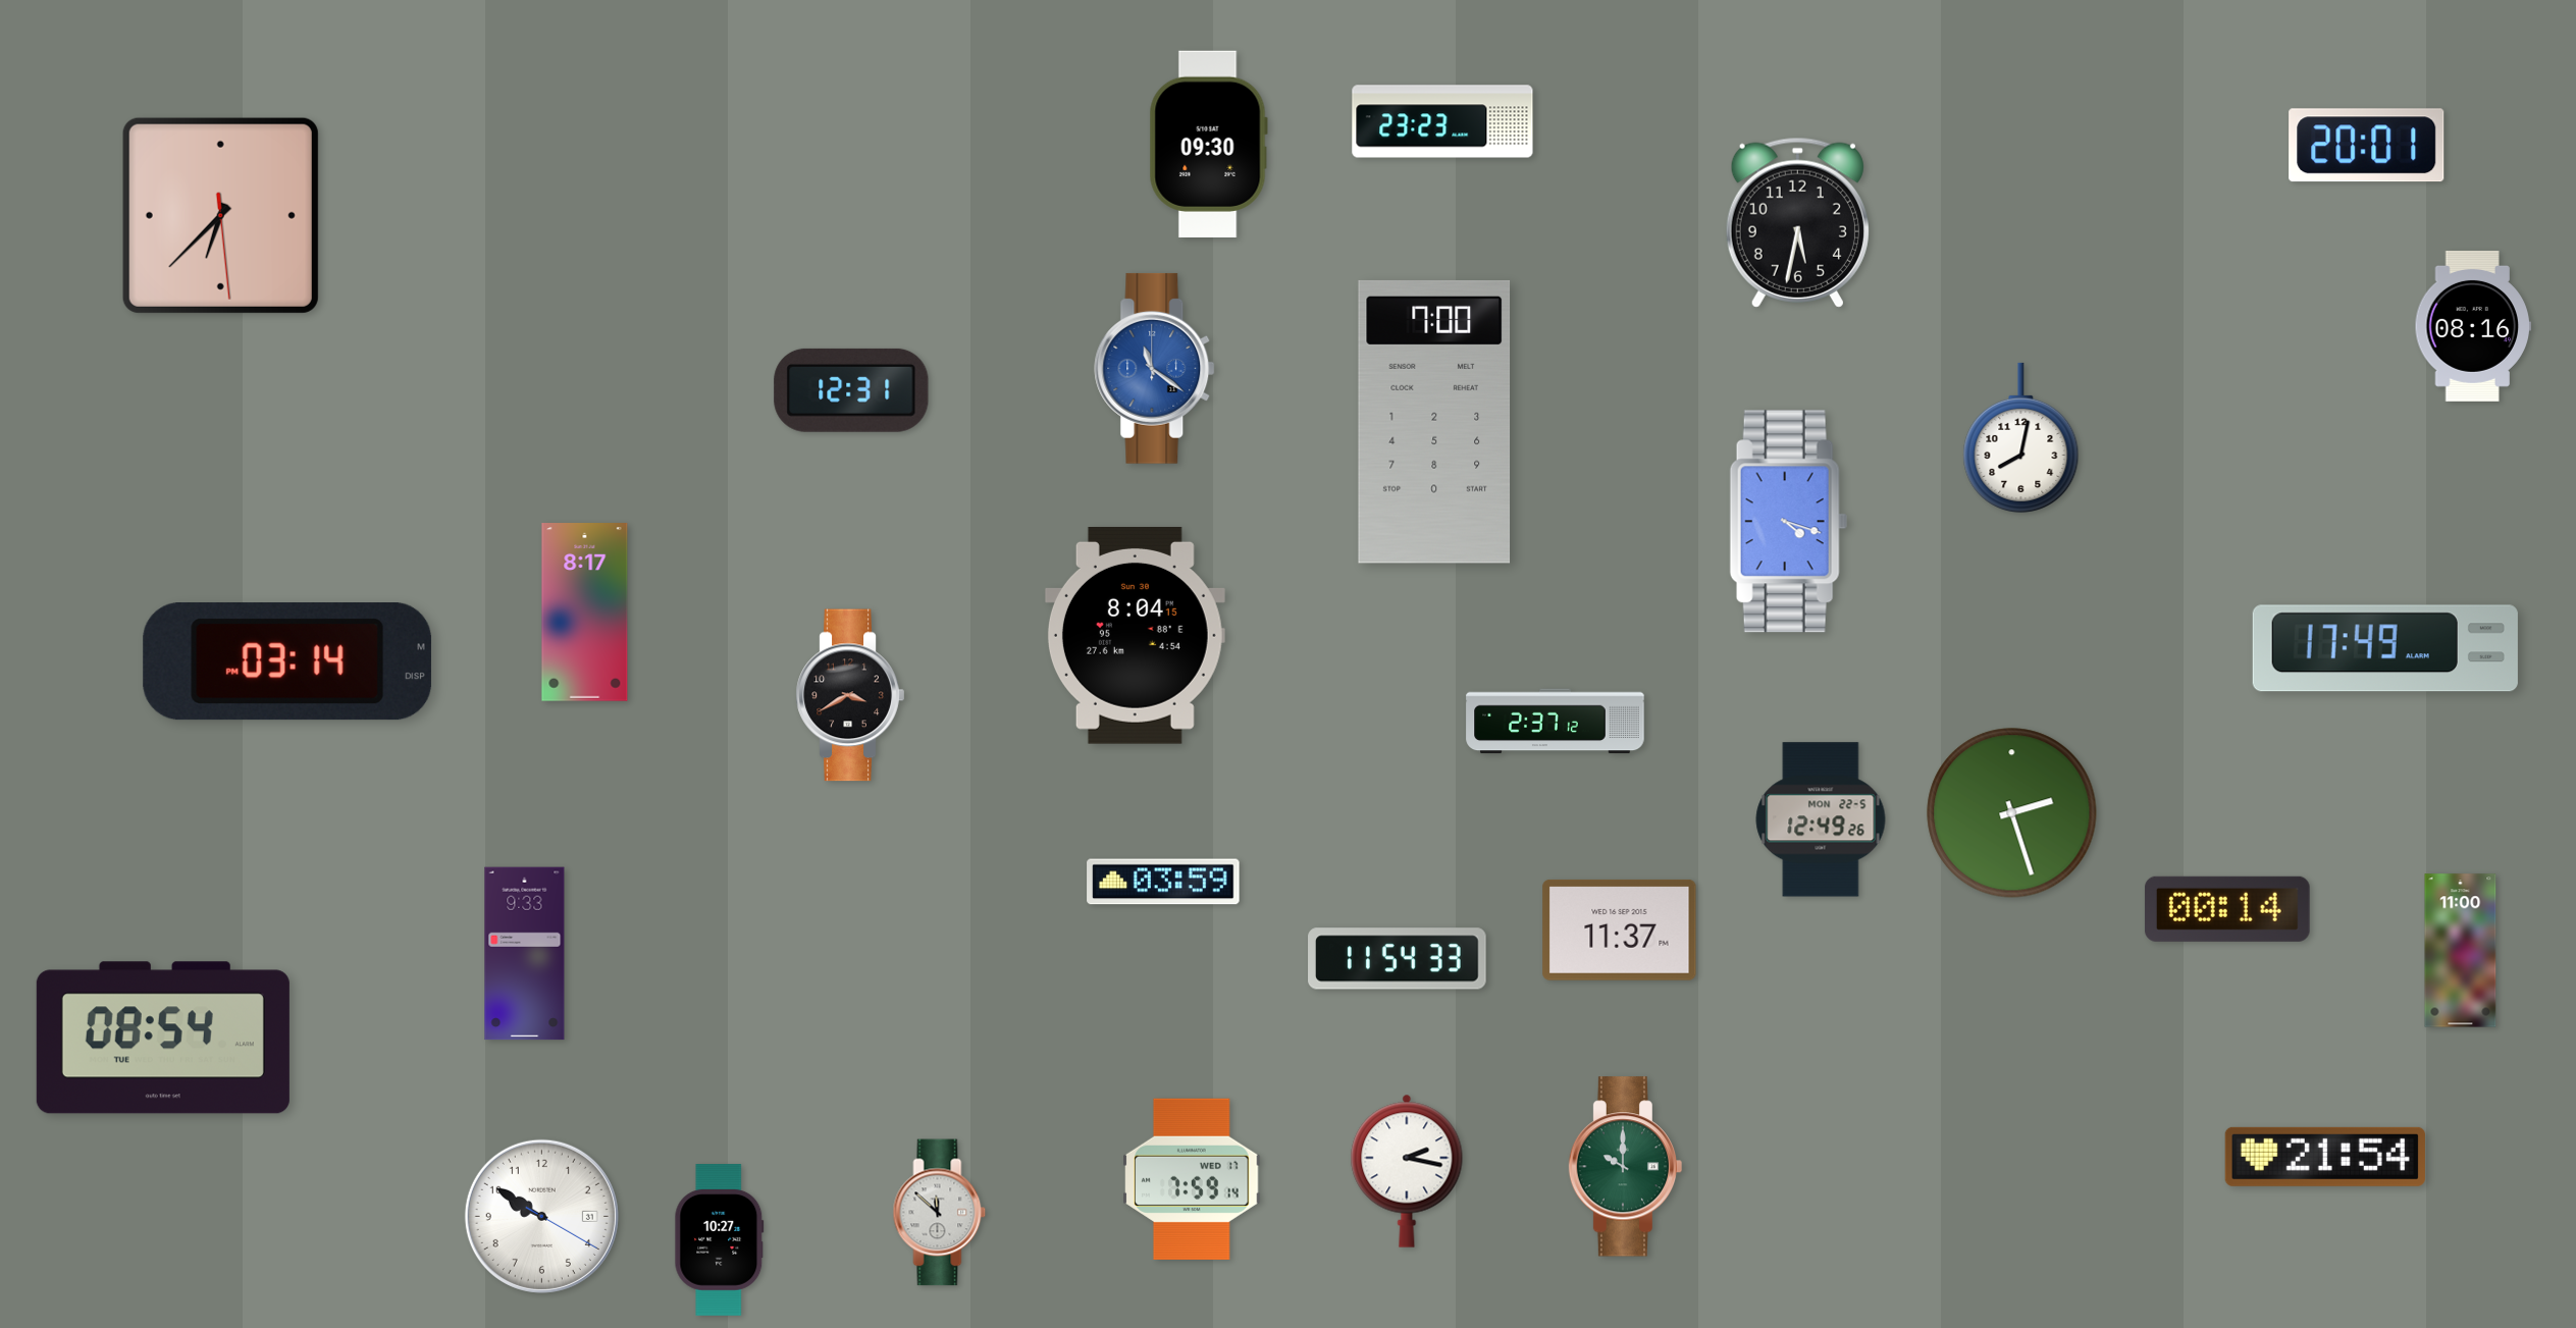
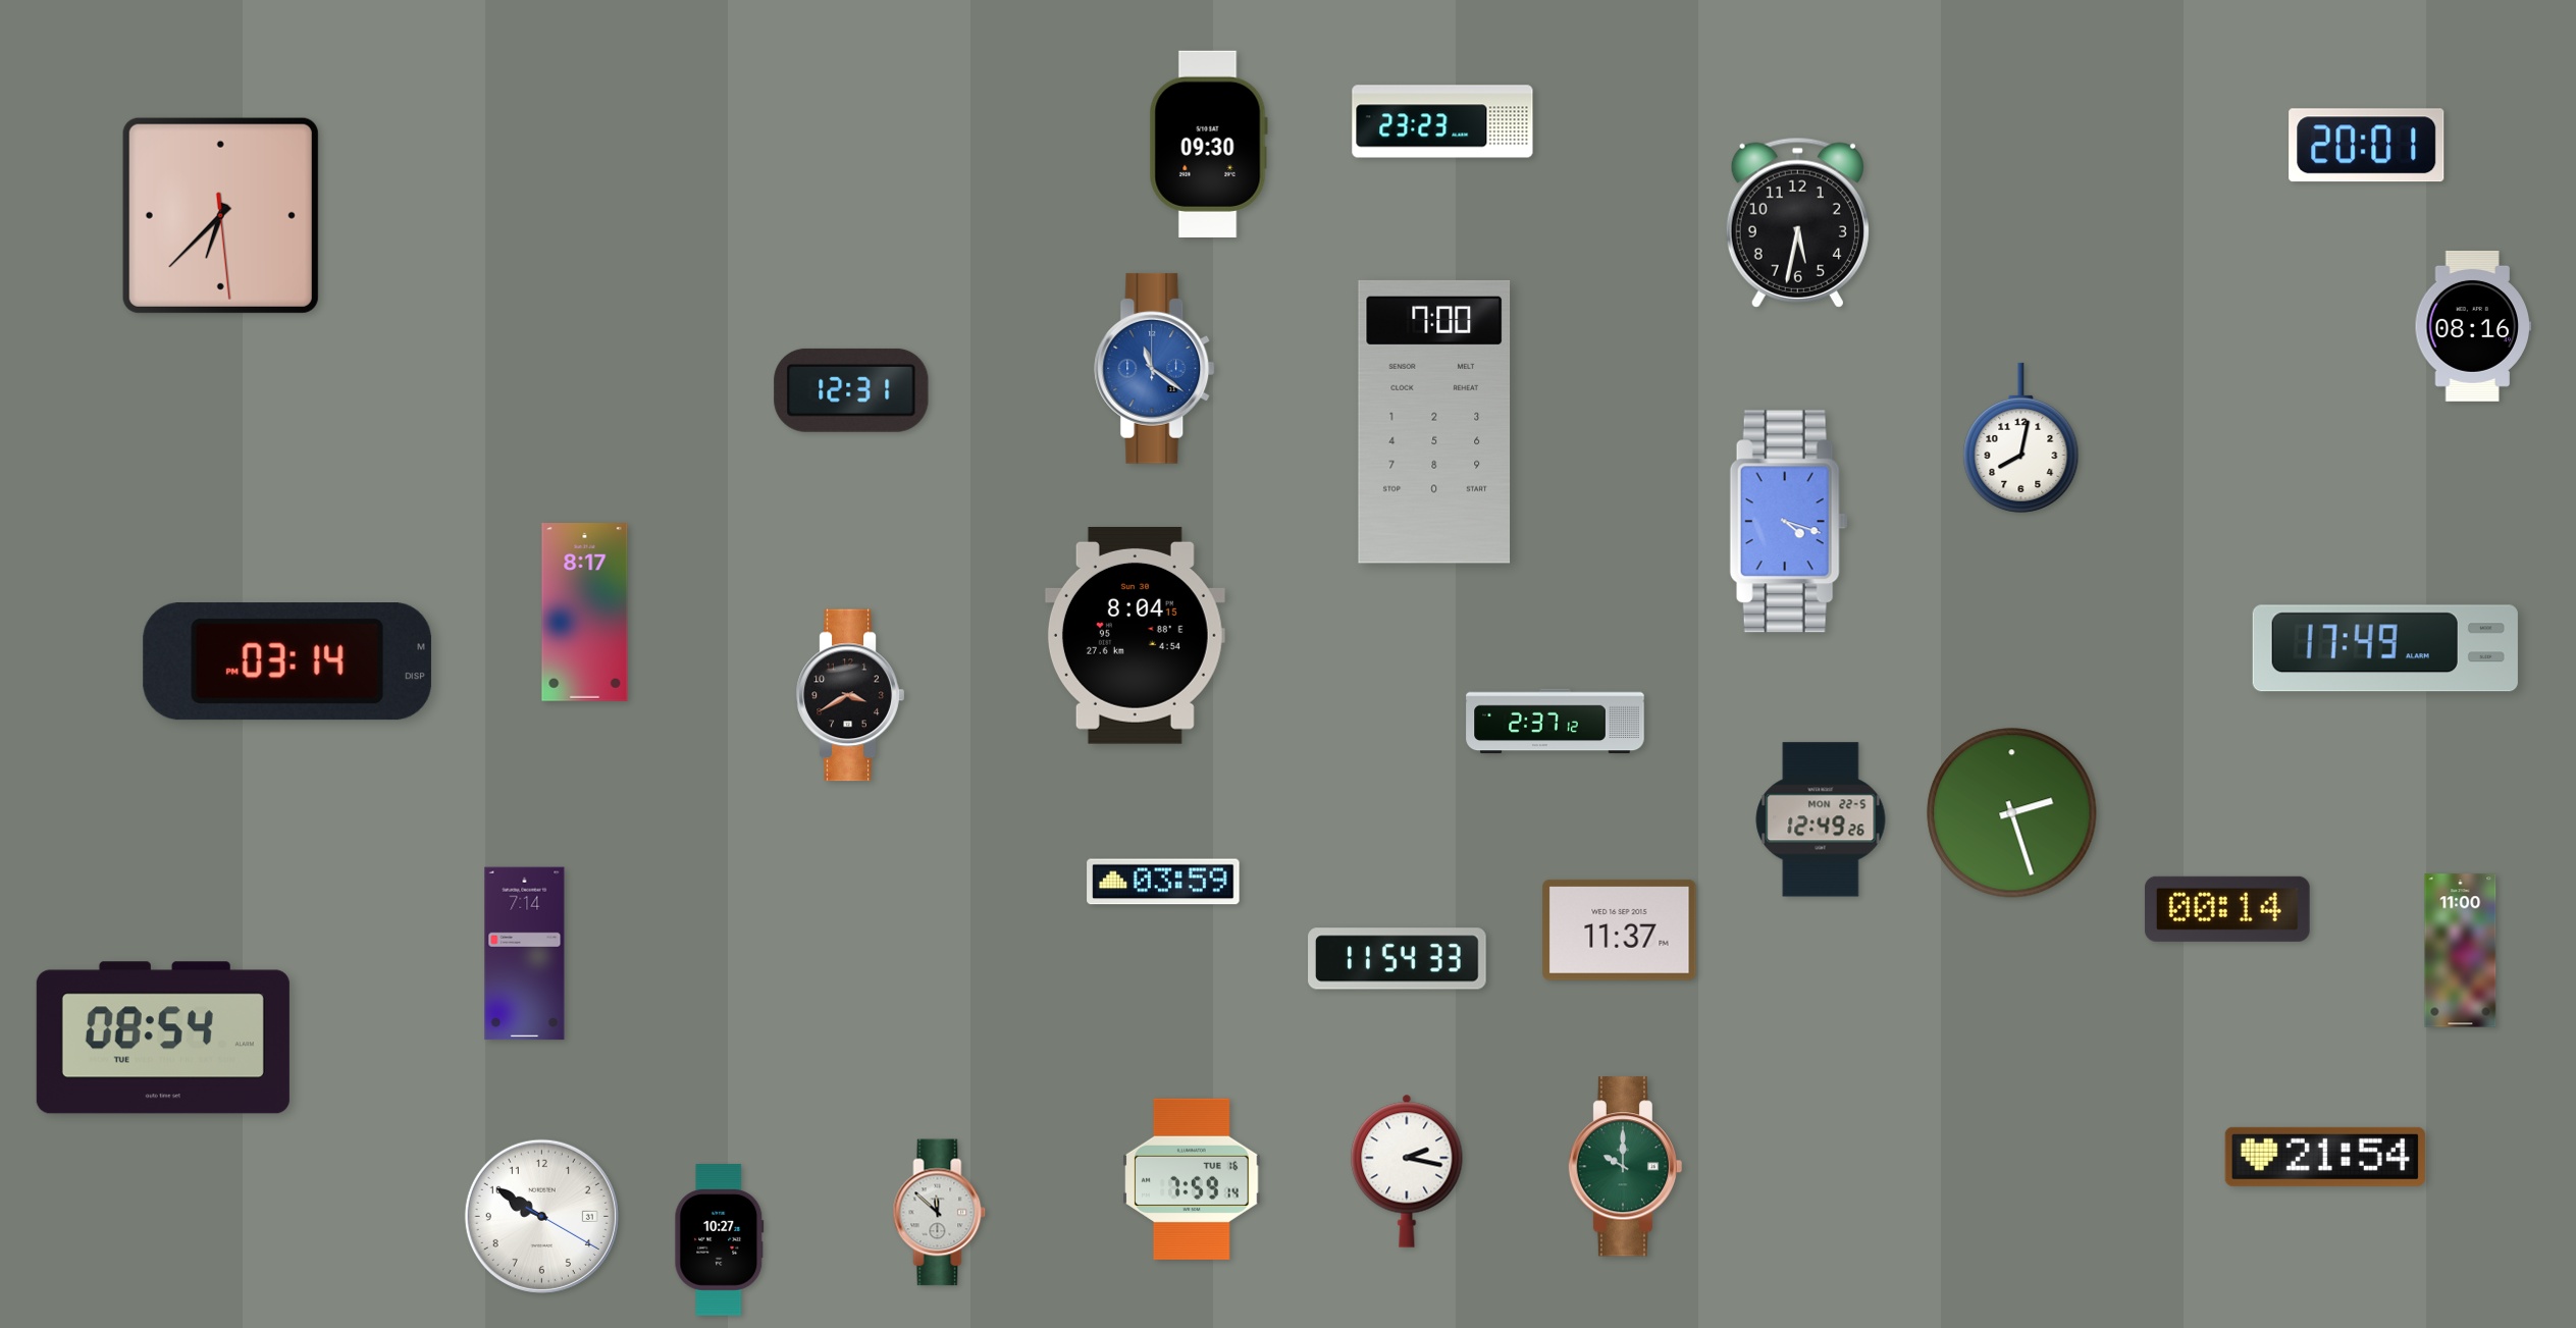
clock at (525, 954): 9:33 -> 7:14
clock at (1192, 1179) date: WED 17 -> TUE 16
